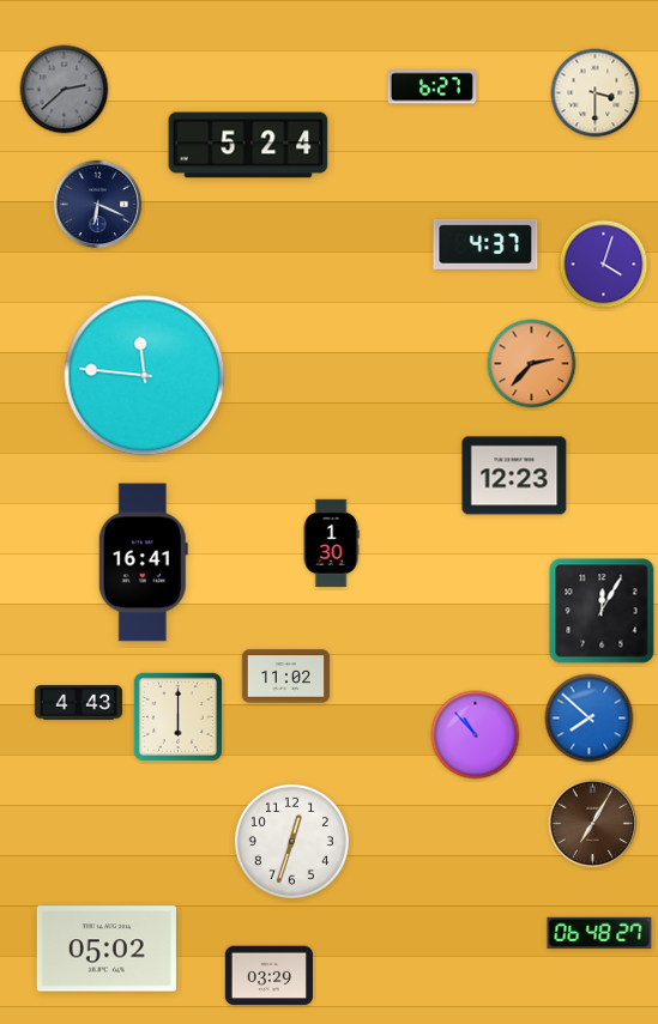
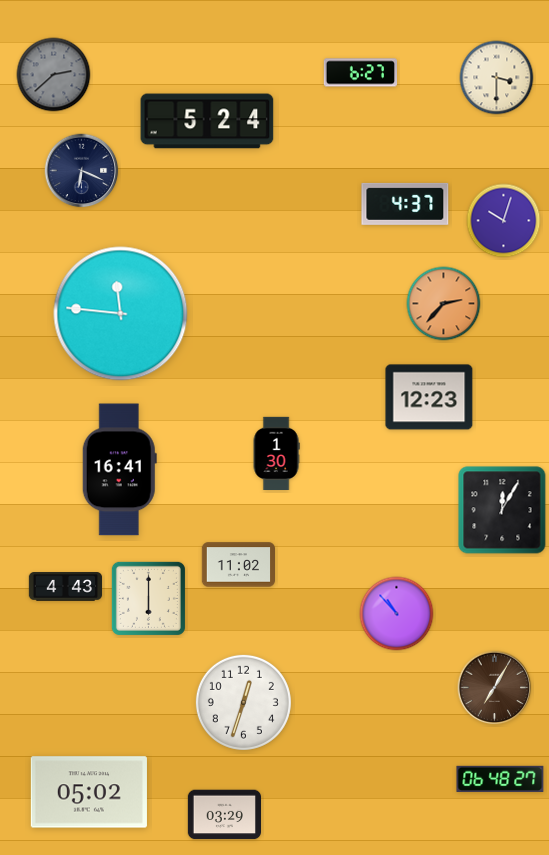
clock at (604, 265): 4:03 -> 10:03
clock at (590, 719): 7:52 -> none
